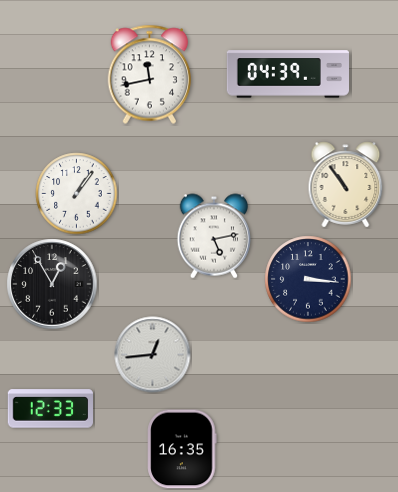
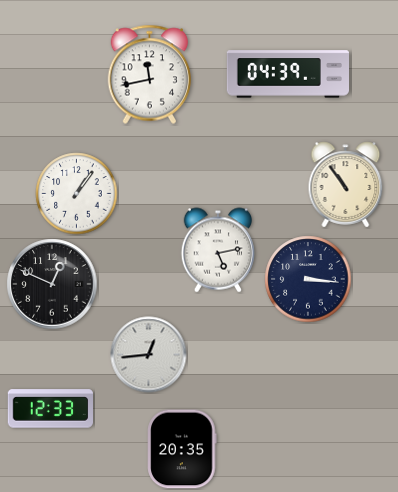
clock at (214, 236) position: (214, 236) -> (218, 250)
clock at (52, 284): 12:55 -> 12:49
clock at (153, 355) position: (153, 355) -> (149, 355)
clock at (182, 449): 16:35 -> 20:35
